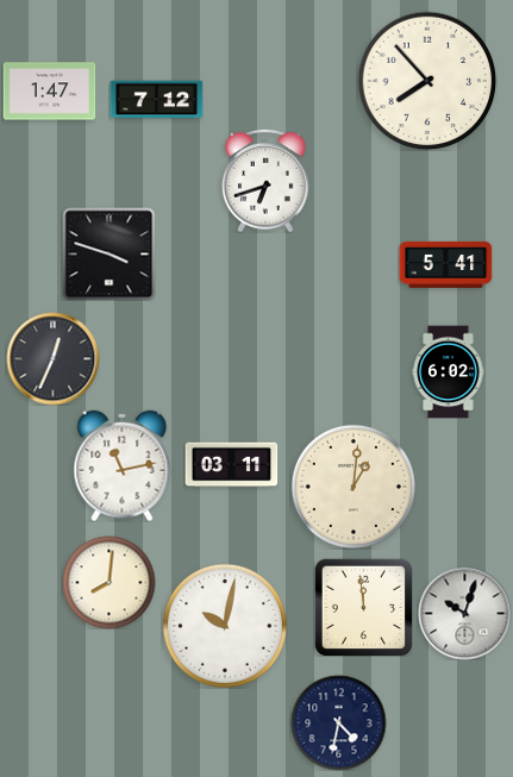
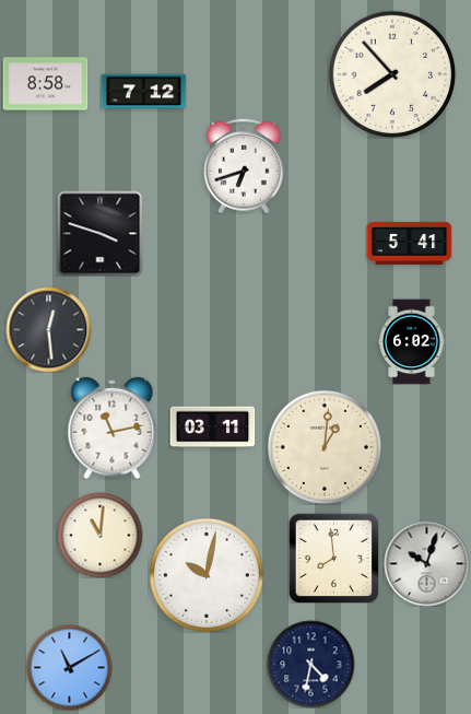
clock at (49, 92): 1:47 -> 8:58
clock at (52, 358): 12:34 -> 12:29
clock at (108, 582): 8:01 -> 11:01
clock at (363, 607): 11:59 -> 7:59
clock at (69, 667): none -> 11:10
